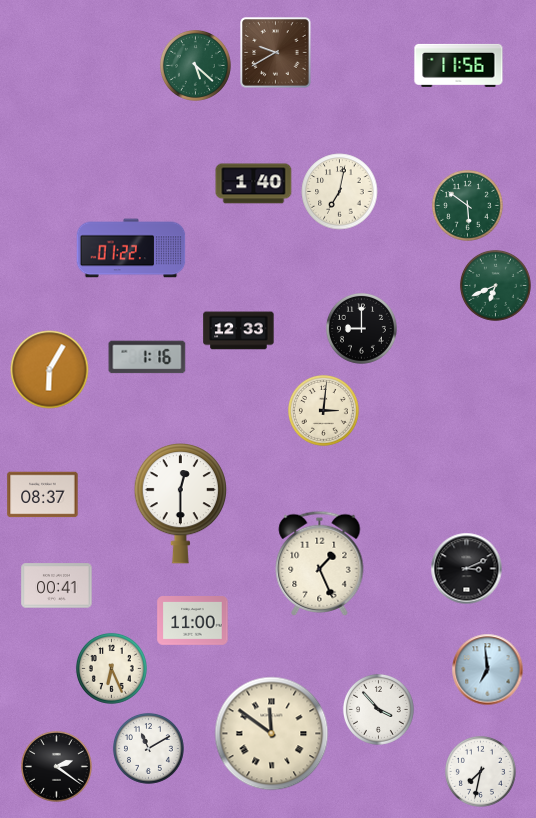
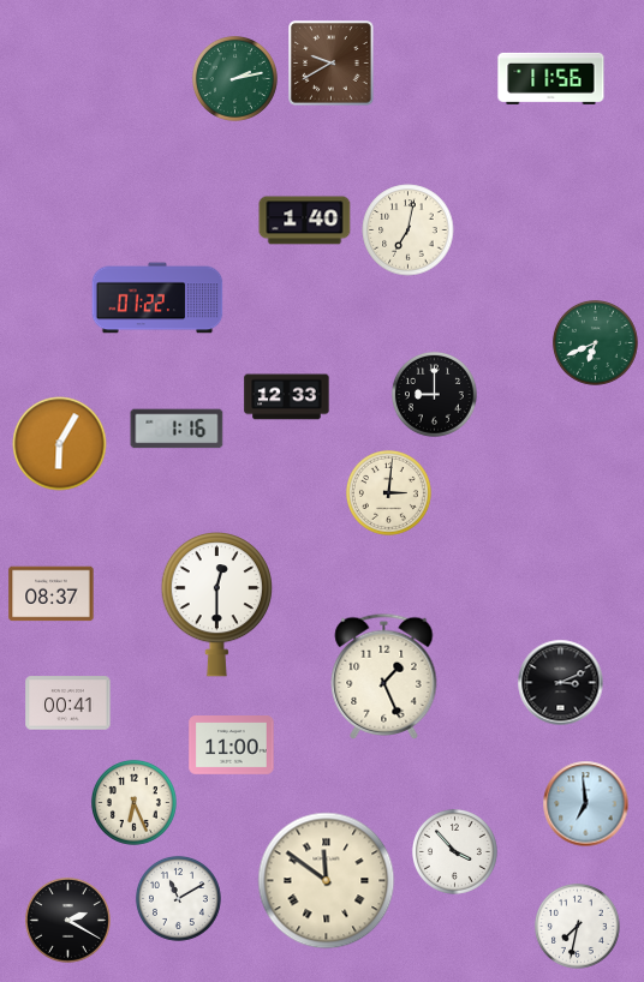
clock at (195, 65): 5:22 -> 2:13
clock at (467, 205): 5:51 -> none
clock at (56, 766): 2:21 -> 2:20
